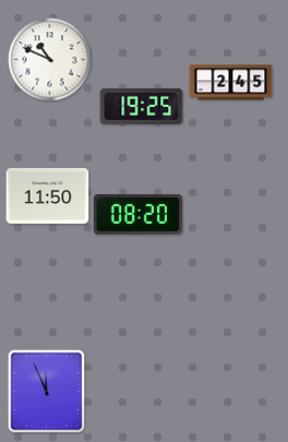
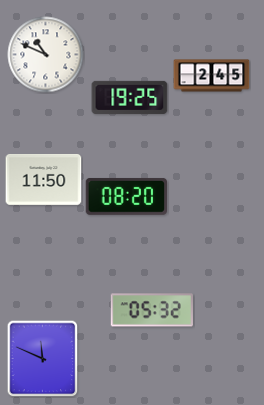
clock at (152, 310): none -> 05:32
clock at (47, 391): 11:56 -> 11:49
